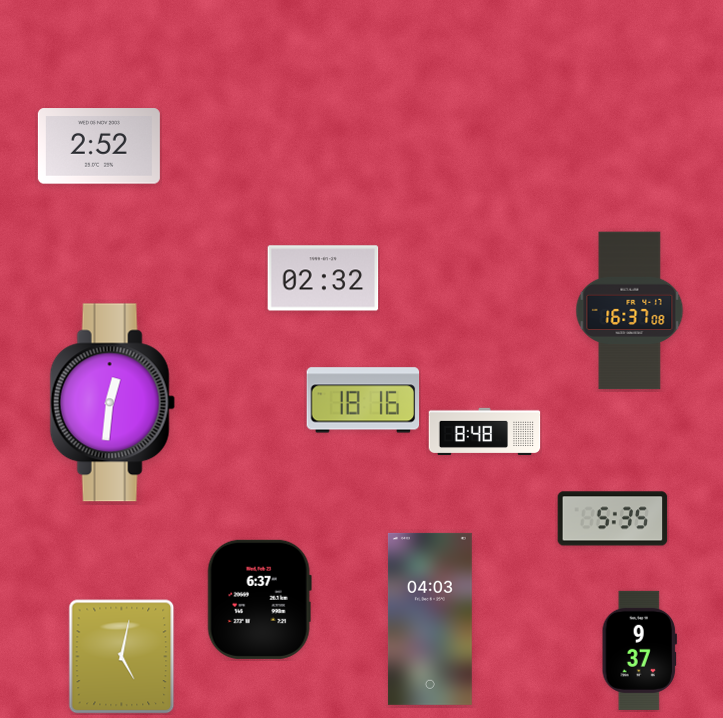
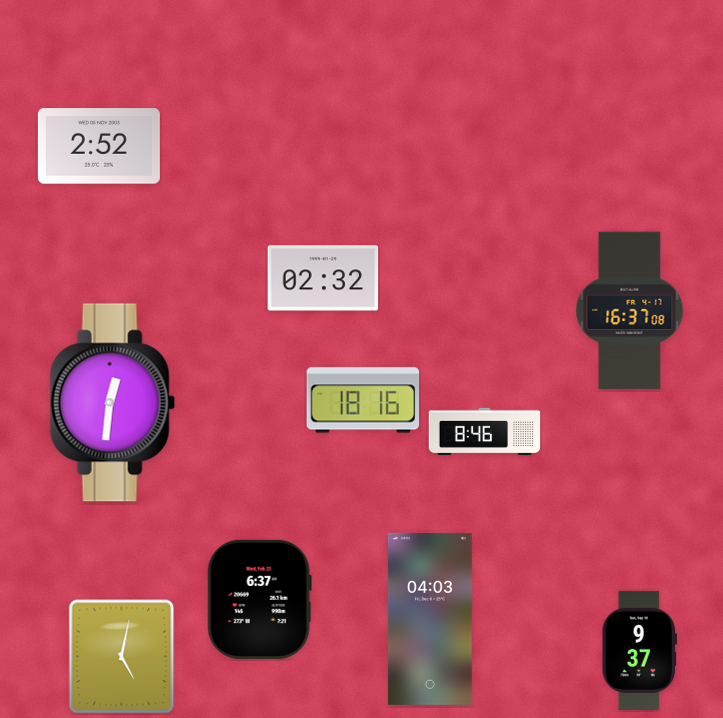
clock at (485, 432): 8:48 -> 8:46
clock at (613, 519): 5:35 -> none
